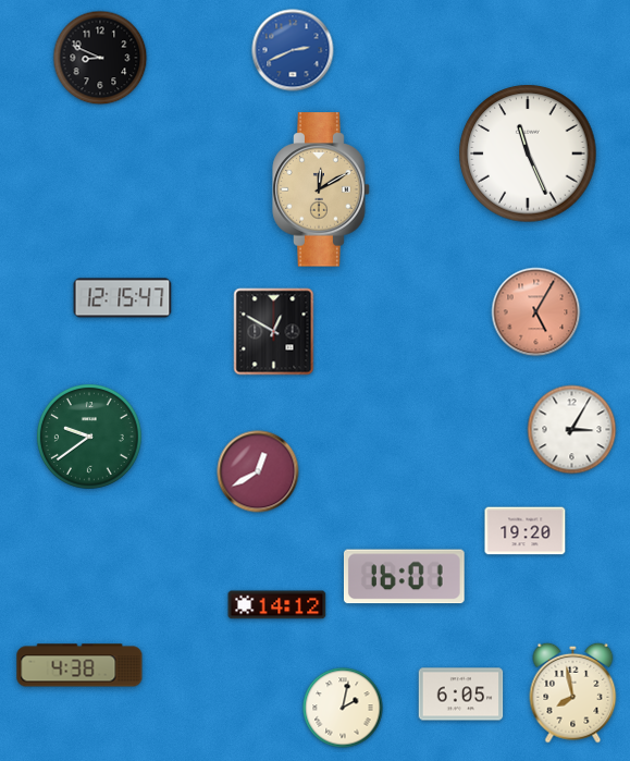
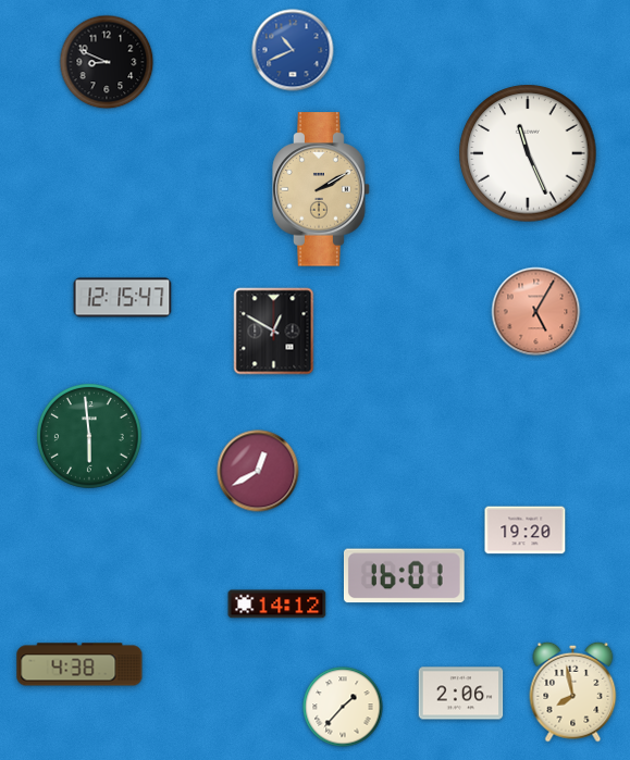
clock at (293, 50): 2:41 -> 10:41
clock at (100, 58) position: (100, 58) -> (107, 62)
clock at (321, 189): 12:10 -> 2:10
clock at (572, 430): 3:05 -> none
clock at (90, 438): 9:39 -> 5:59
clock at (461, 695): 6:05 -> 2:06
clock at (343, 708): 2:02 -> 1:37
